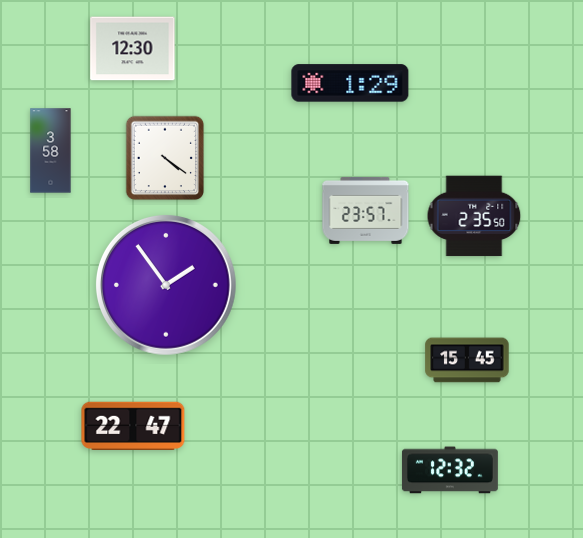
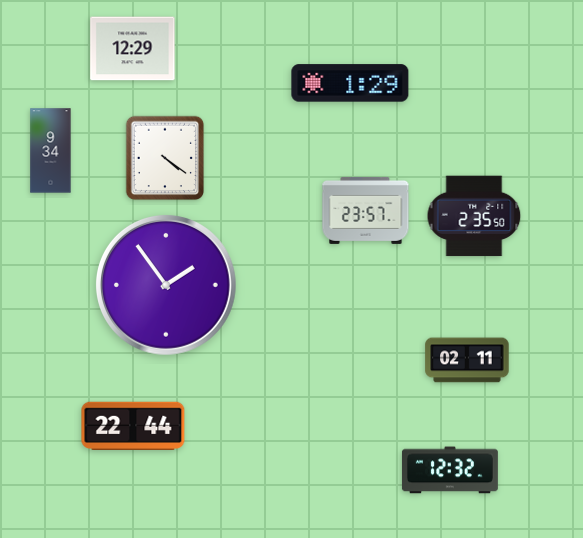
clock at (133, 49): 12:30 -> 12:29
clock at (51, 151): 3:58 -> 9:34
clock at (467, 360): 15:45 -> 02:11
clock at (133, 425): 22:47 -> 22:44
